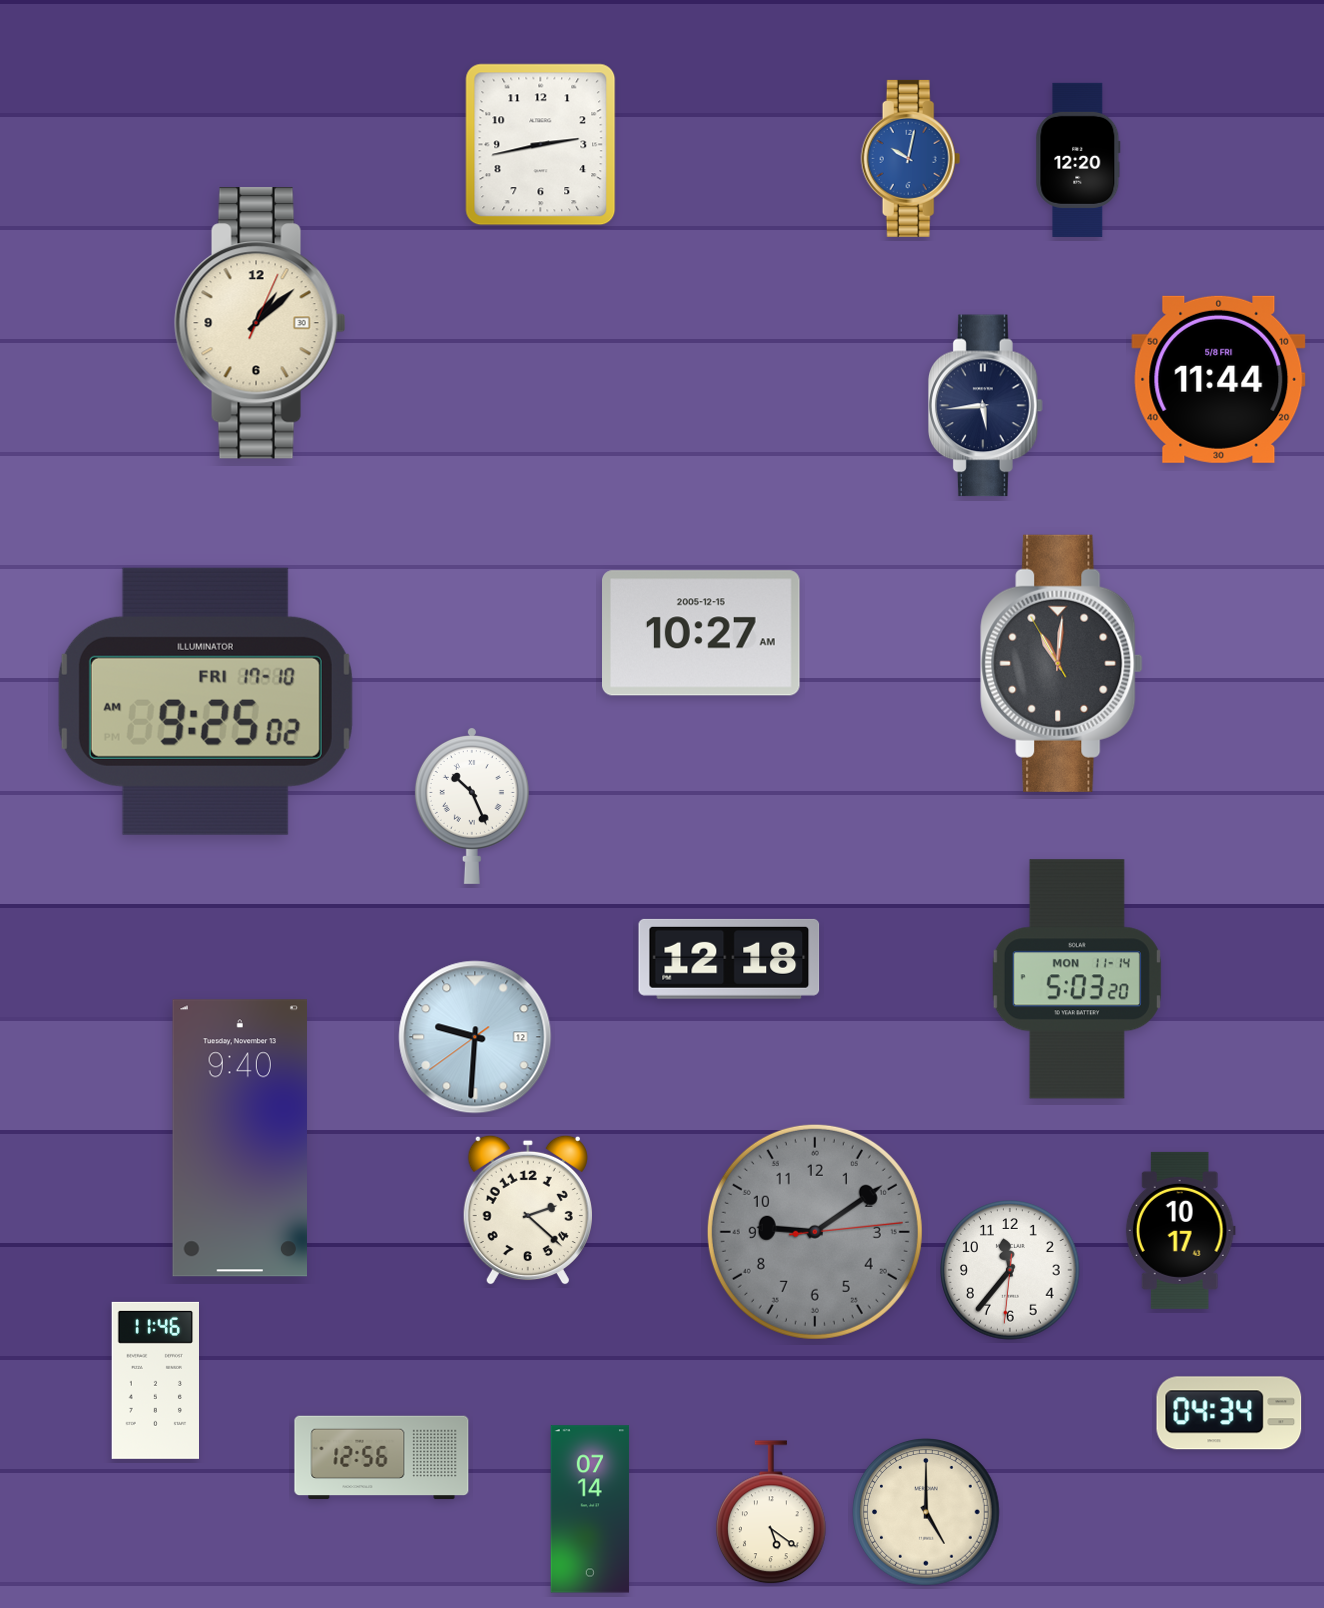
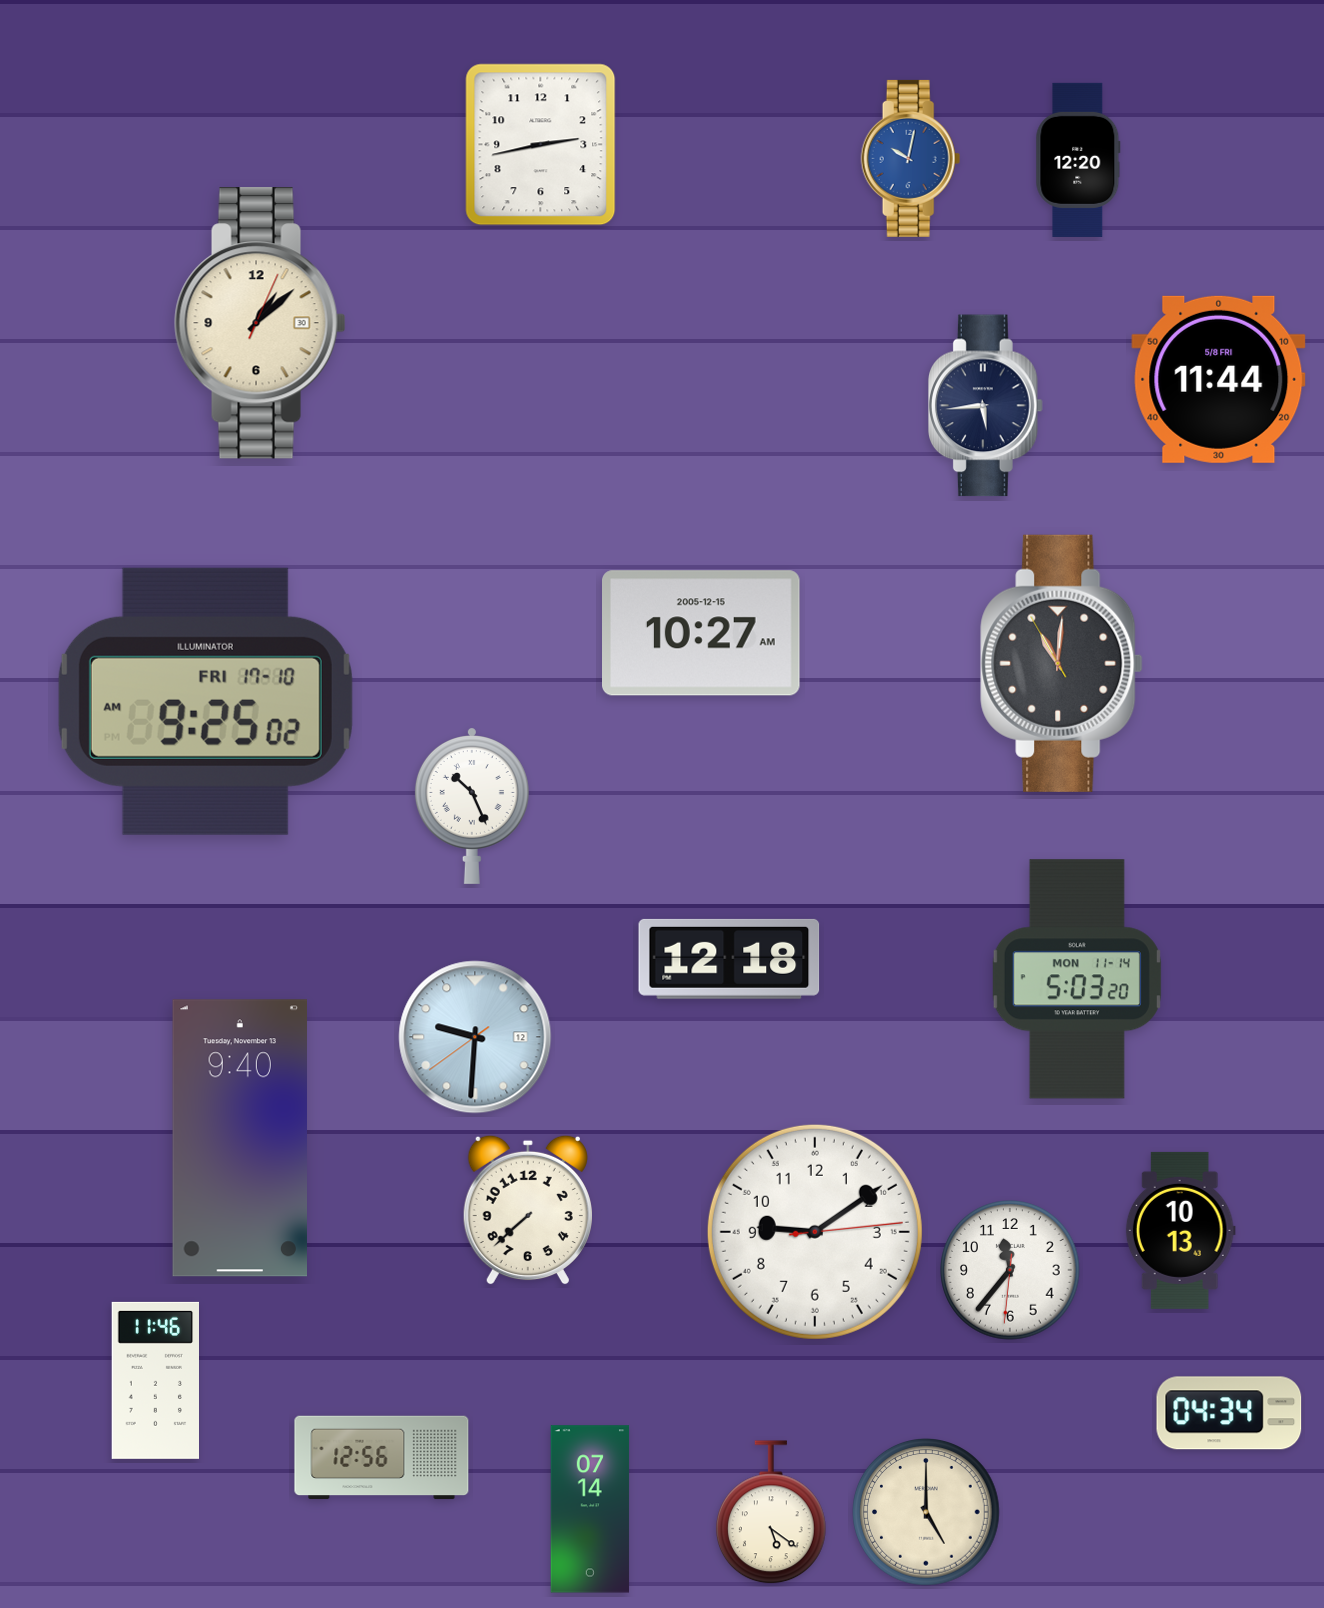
clock at (528, 1210): 2:22 -> 7:38
clock at (1180, 1230): 10:17 -> 10:13
clock at (815, 1232) dial: grey -> white
